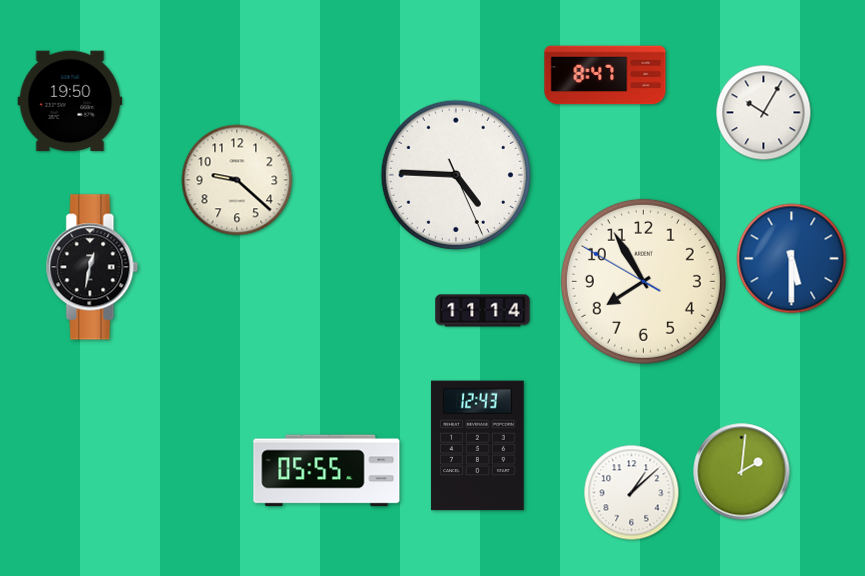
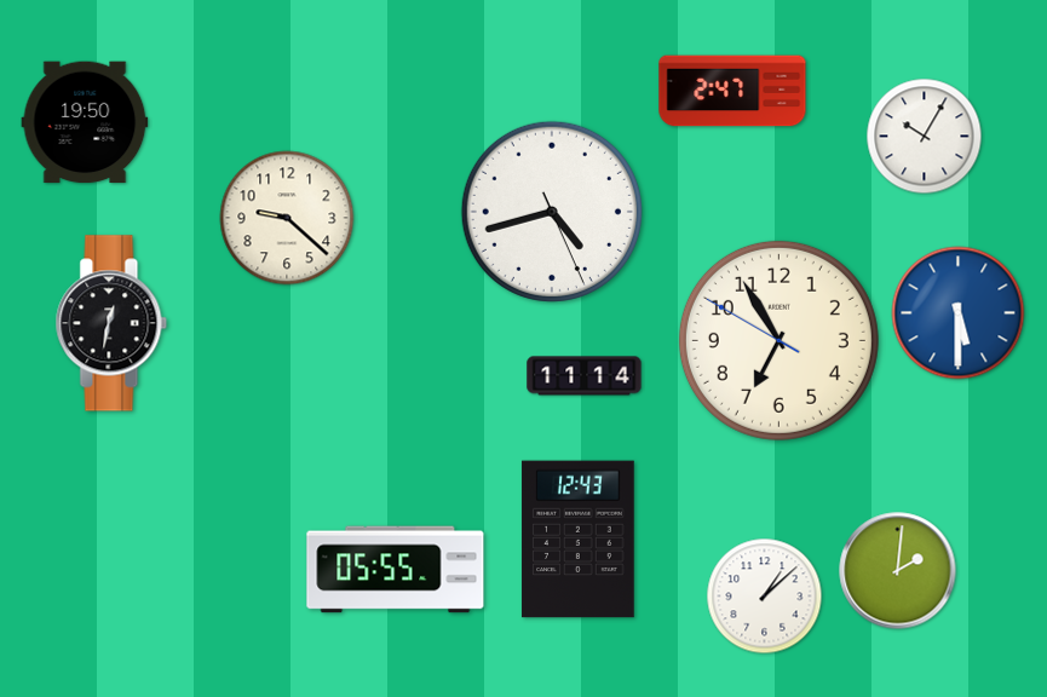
clock at (605, 75): 8:47 -> 2:47
clock at (456, 175): 4:45 -> 4:42
clock at (643, 281): 7:54 -> 6:54
